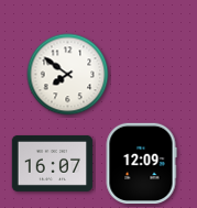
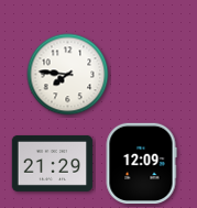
clock at (68, 75): 7:51 -> 7:46
clock at (53, 163): 16:07 -> 21:29
